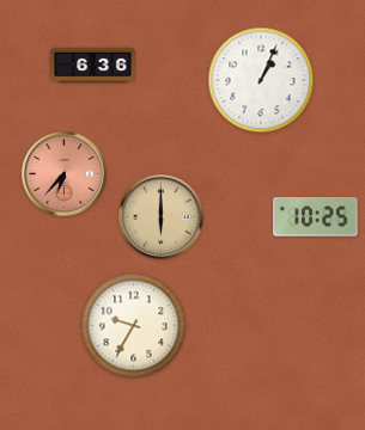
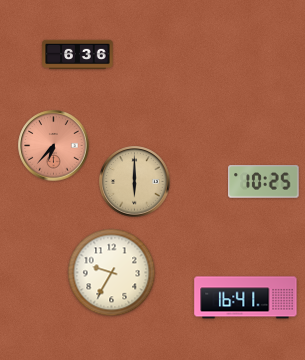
clock at (261, 80): 1:04 -> none
clock at (246, 298): none -> 16:41
